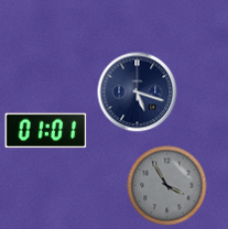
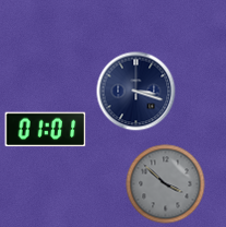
clock at (138, 92): 5:18 -> 3:18
clock at (167, 186): 3:55 -> 3:52
